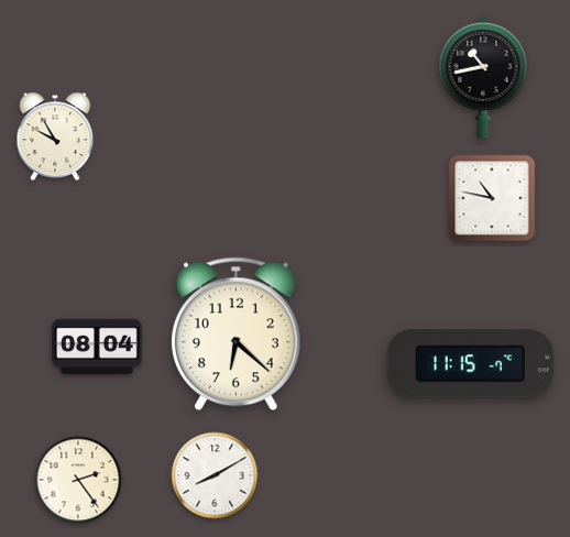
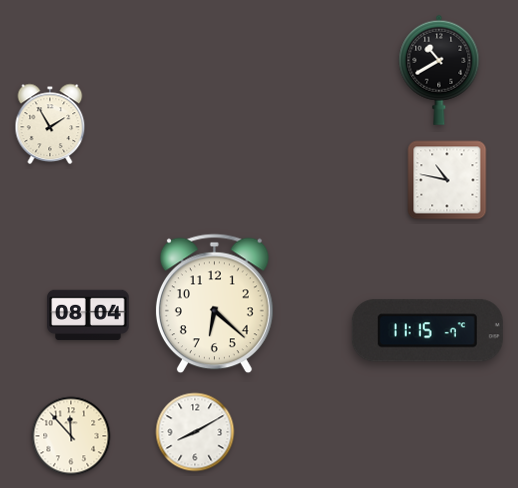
clock at (483, 77): 10:43 -> 10:40
clock at (55, 136): 9:55 -> 1:55
clock at (78, 480): 2:24 -> 11:53
